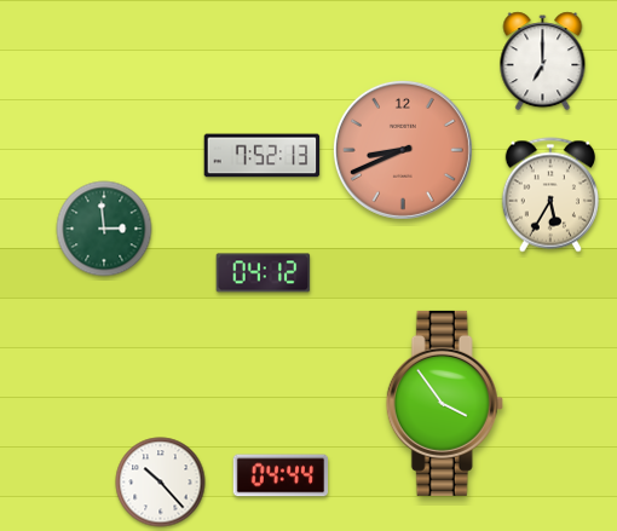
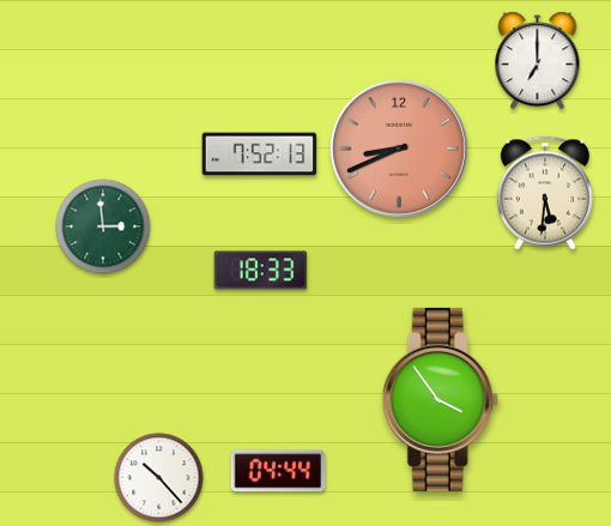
clock at (550, 195): 5:35 -> 5:31
clock at (264, 273): 04:12 -> 18:33
